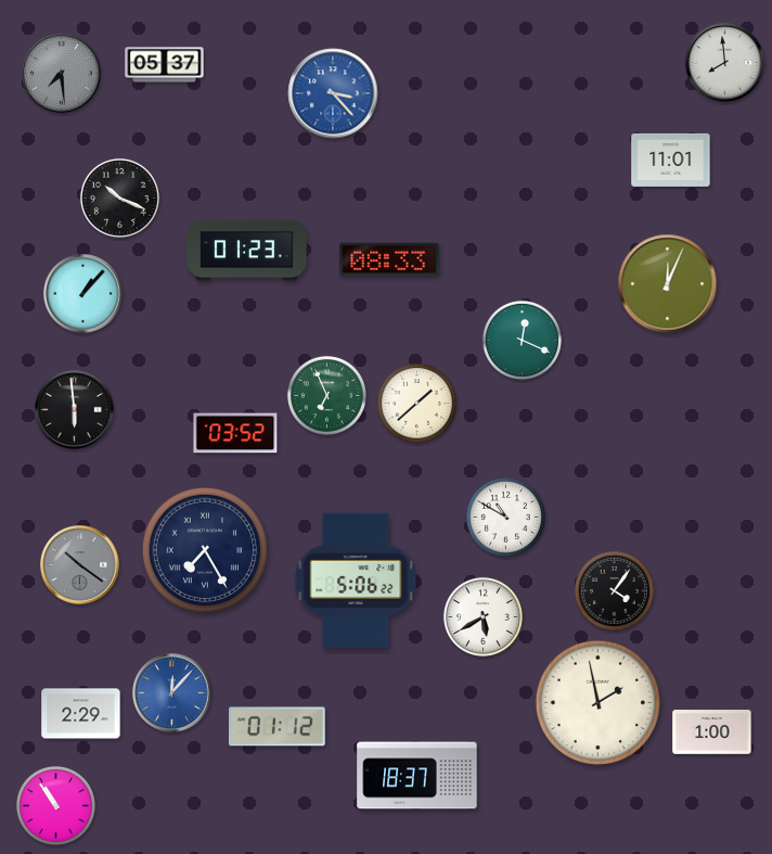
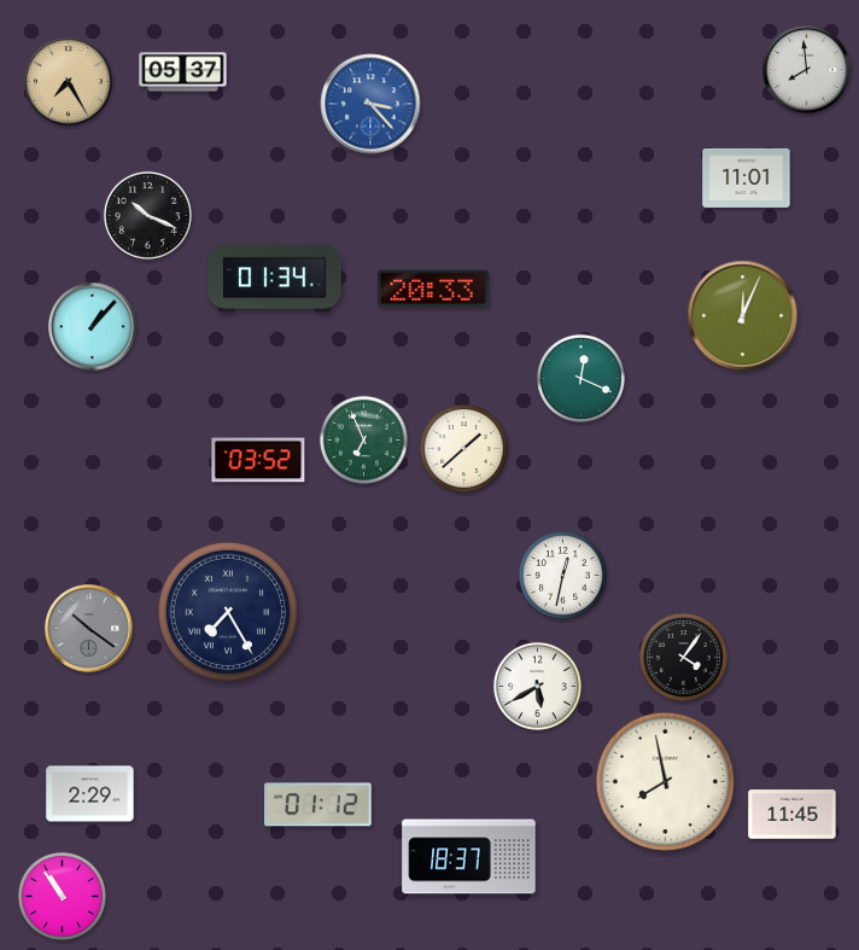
clock at (62, 74): 7:29 -> 7:25
clock at (62, 74) dial: grey -> champagne
clock at (119, 197) position: (119, 197) -> (147, 215)
clock at (247, 251): 01:23 -> 01:34
clock at (389, 259): 08:33 -> 20:33
clock at (75, 410): 5:59 -> none
clock at (235, 433) position: (235, 433) -> (258, 460)
clock at (505, 517): 10:50 -> 12:32
clock at (356, 581): 5:06 -> none
clock at (172, 693): 12:07 -> none
clock at (597, 702): 1:58 -> 7:58
clock at (276, 727) position: (276, 727) -> (317, 805)
clock at (712, 732): 1:00 -> 11:45
clock at (417, 776) position: (417, 776) -> (469, 857)
